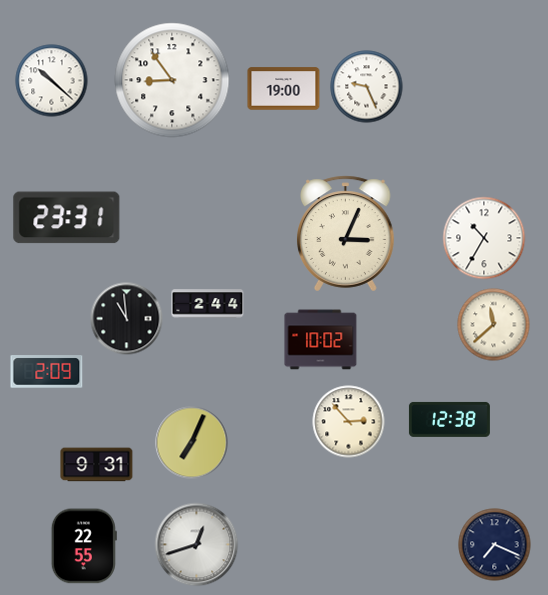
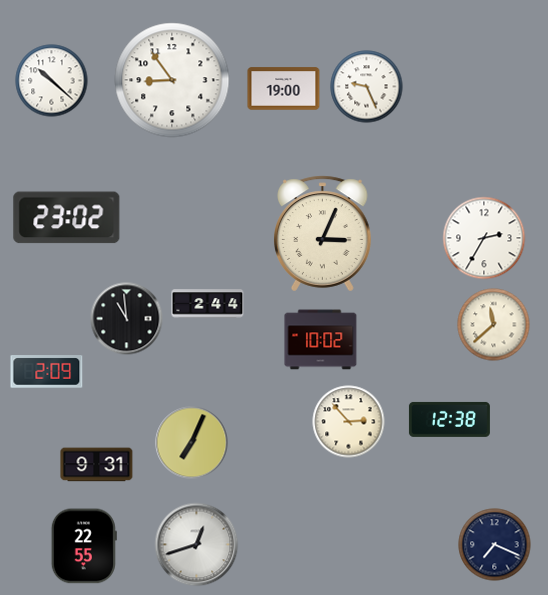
clock at (67, 218): 23:31 -> 23:02
clock at (346, 234) position: (346, 234) -> (323, 234)
clock at (484, 238): 10:35 -> 2:35
